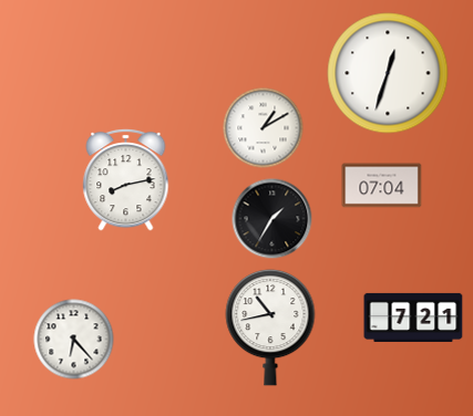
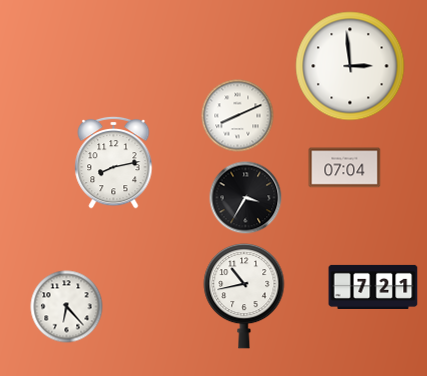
clock at (388, 73): 12:33 -> 2:59
clock at (264, 128): 1:10 -> 8:11
clock at (273, 219): 1:35 -> 3:35
